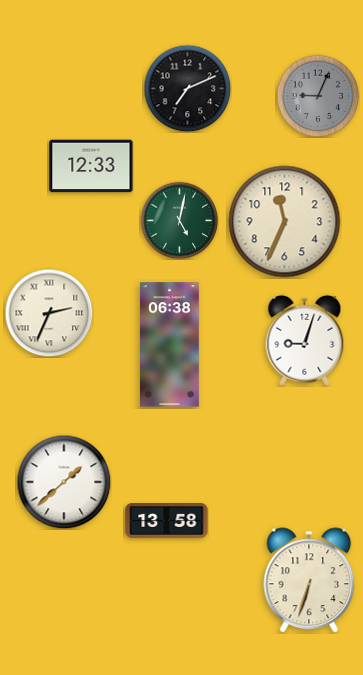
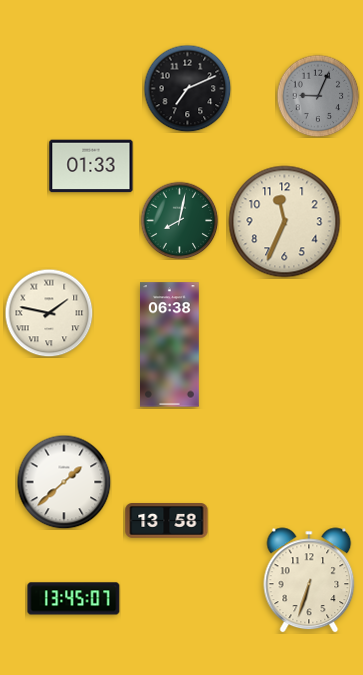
clock at (91, 166): 12:33 -> 01:33
clock at (179, 220): 5:02 -> 8:02
clock at (49, 313): 2:34 -> 1:47
clock at (305, 340): 9:03 -> none
clock at (74, 599): none -> 13:45
